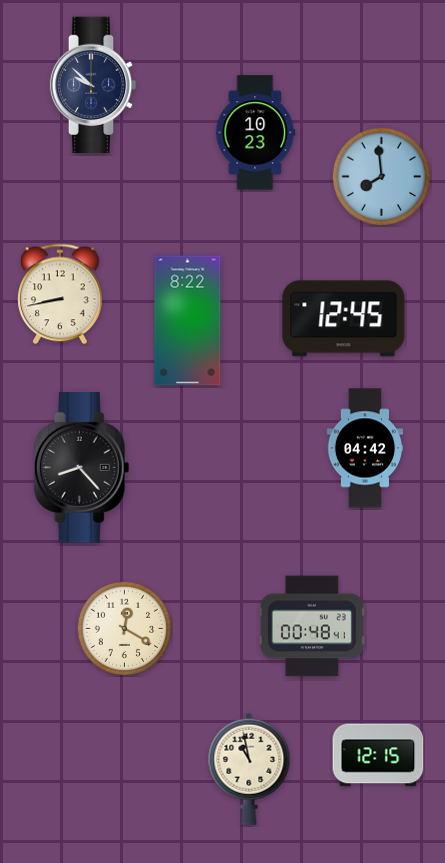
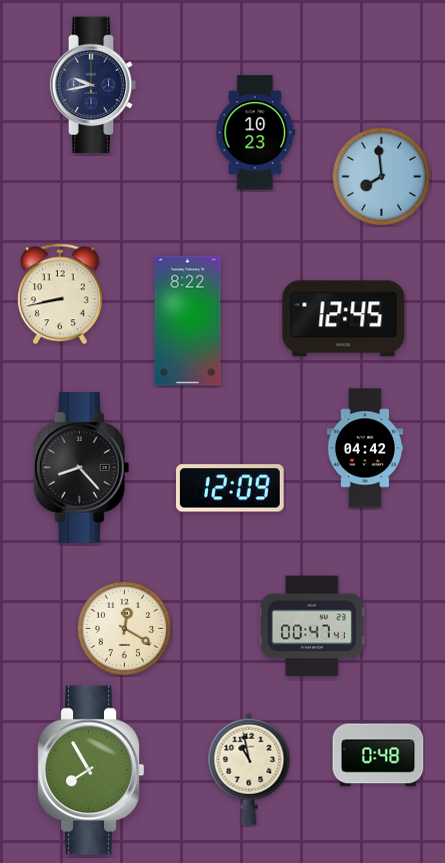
clock at (93, 85): 9:52 -> 9:43
clock at (230, 488): none -> 12:09
clock at (312, 626): 00:48 -> 00:47
clock at (378, 755): 12:15 -> 0:48
clock at (91, 770): none -> 7:55
